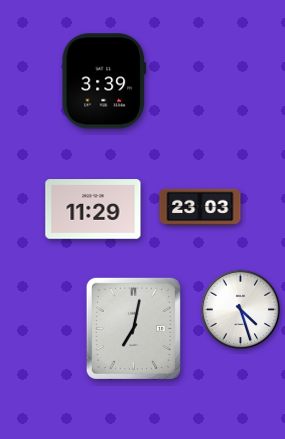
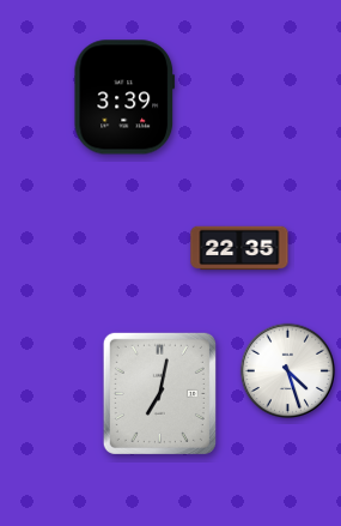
clock at (200, 207): 23:03 -> 22:35
clock at (93, 209): 11:29 -> none
